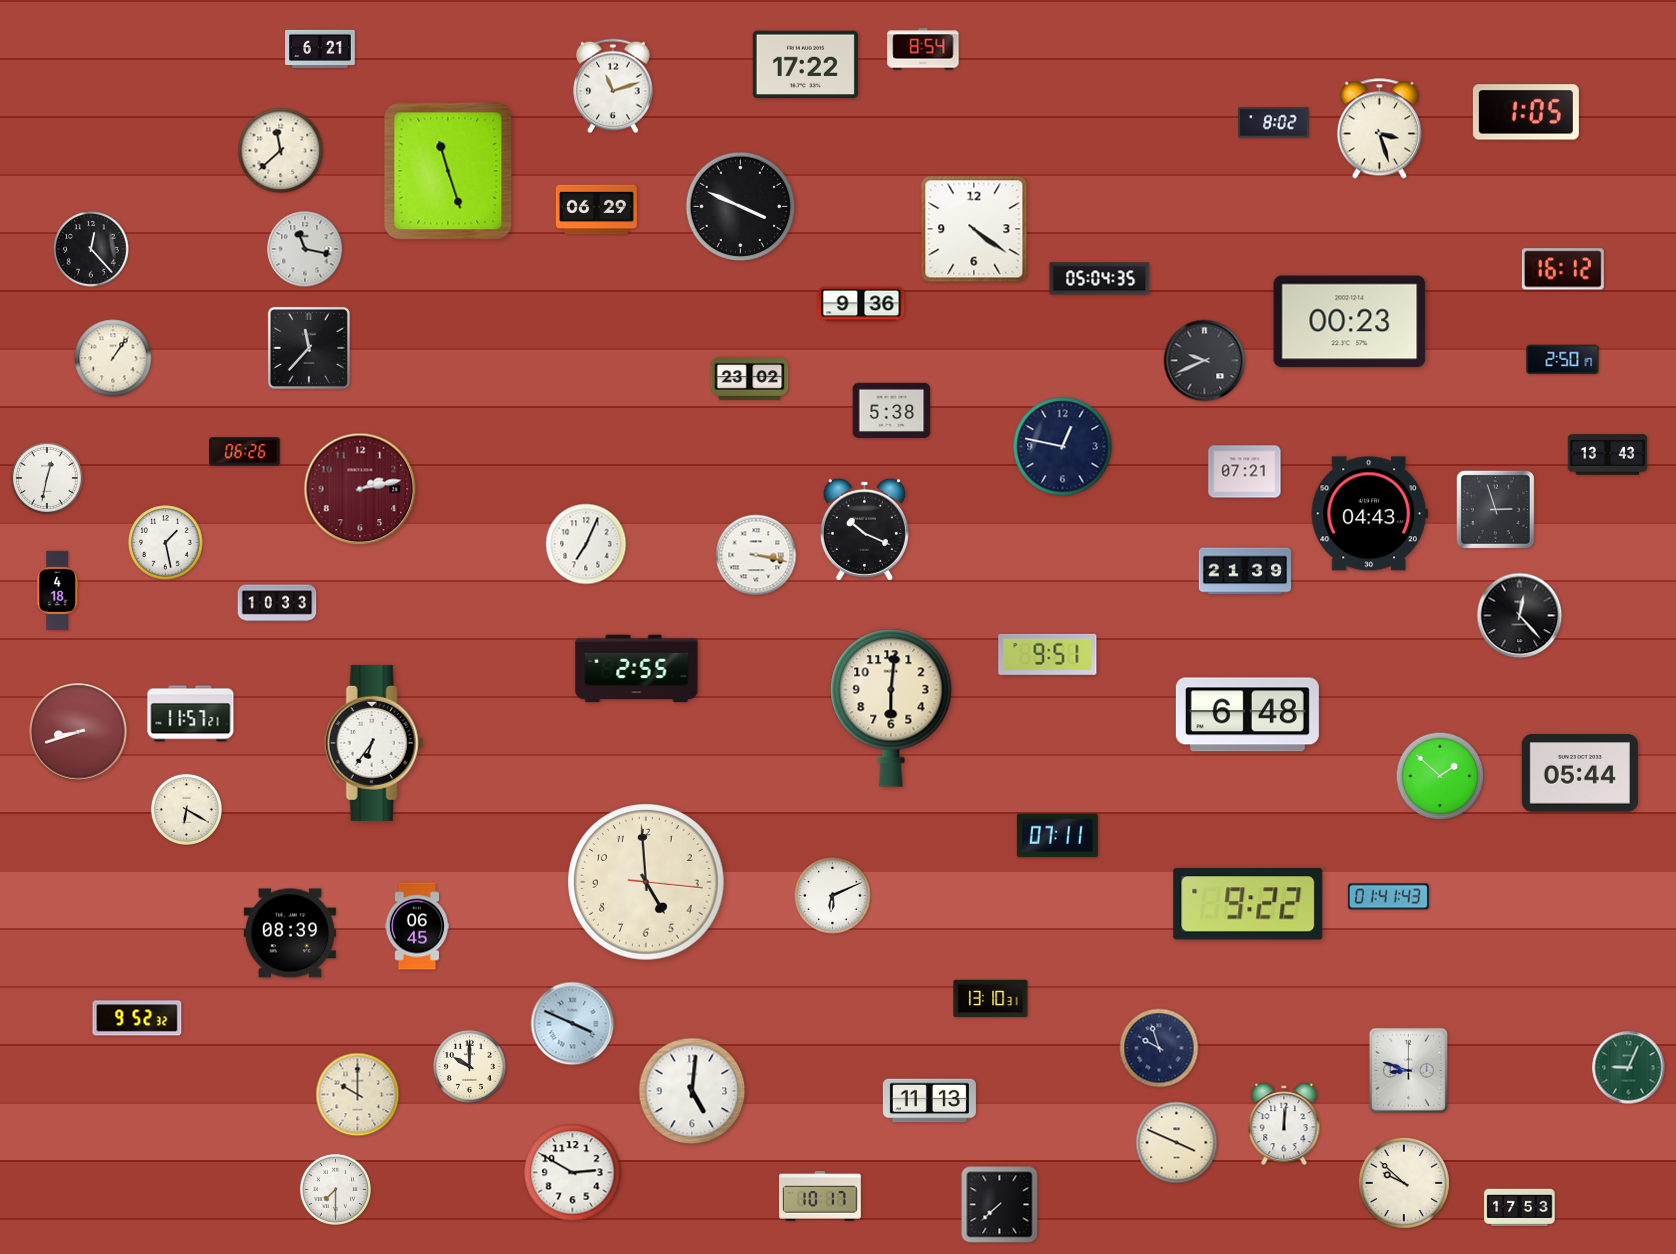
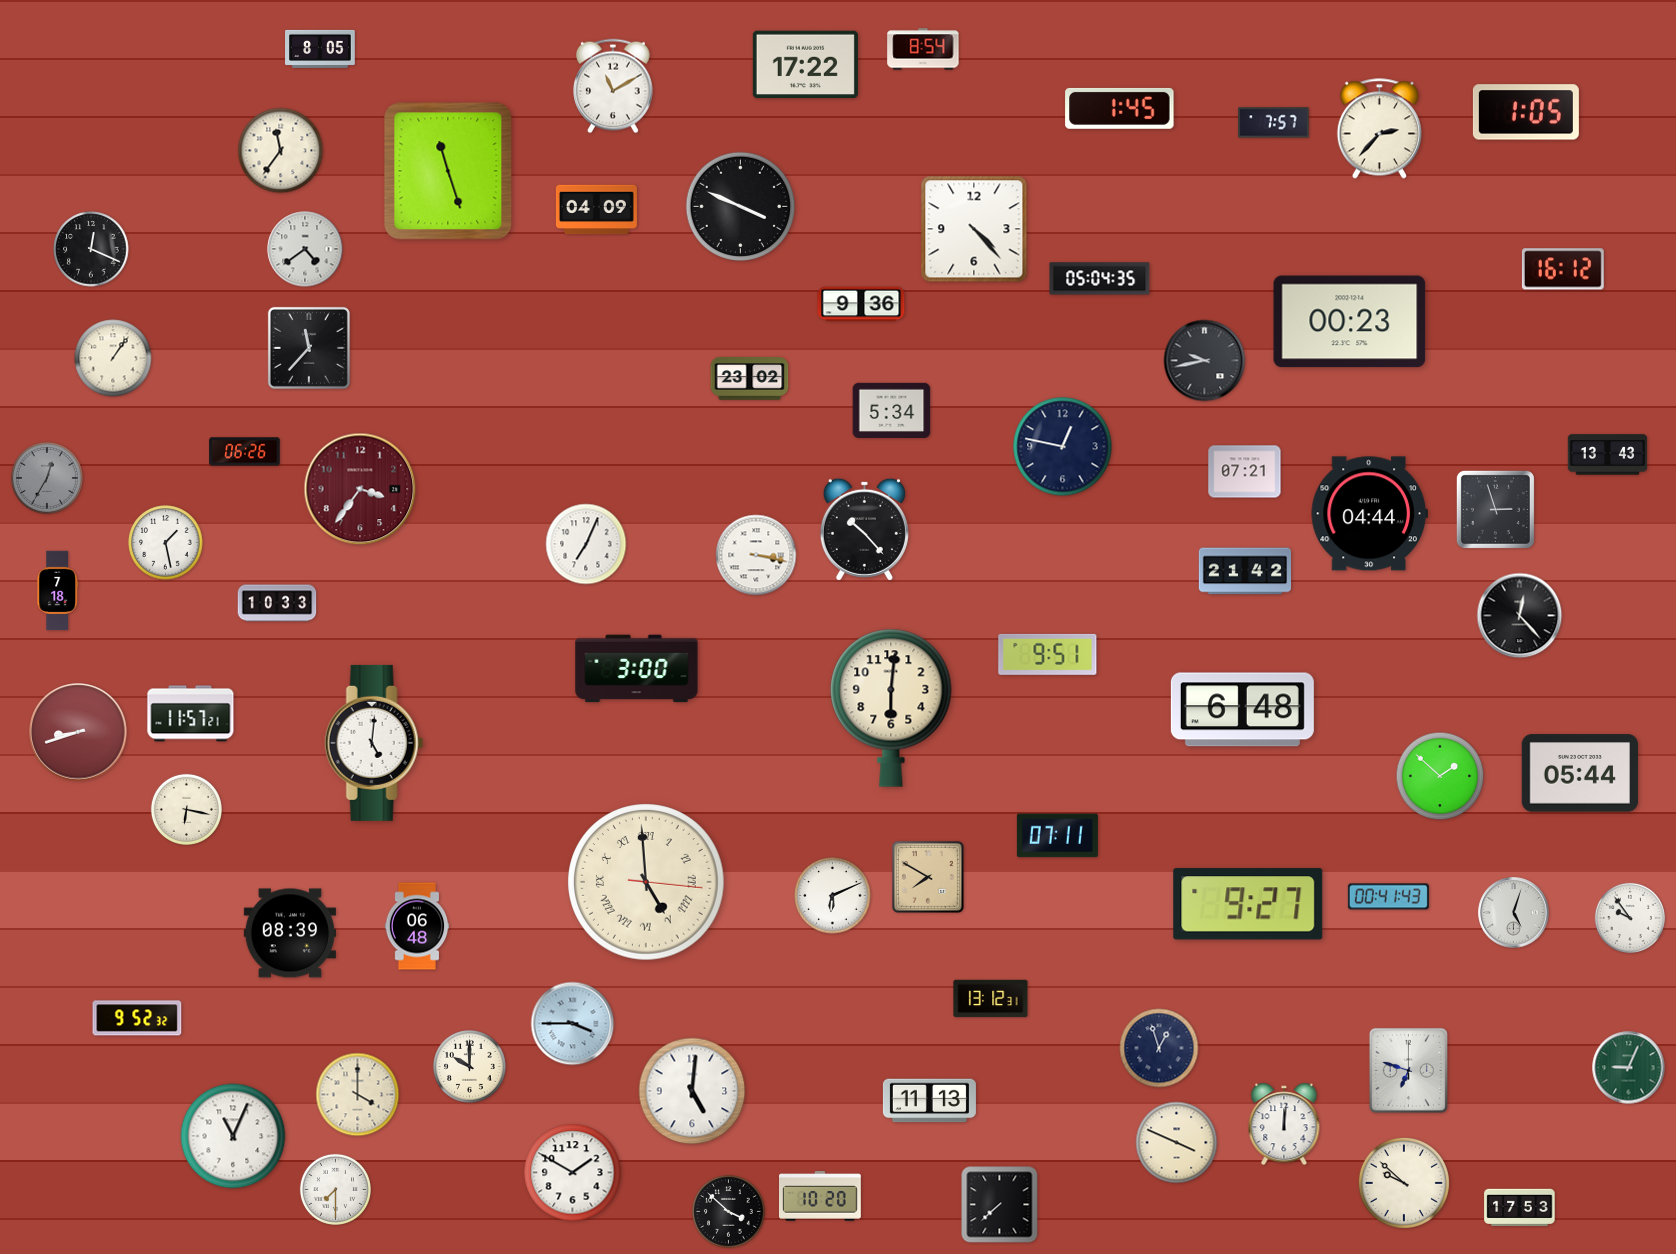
clock at (320, 49): 6:21 -> 8:05
clock at (613, 86): 11:12 -> 11:10
clock at (1120, 108): none -> 1:45
clock at (1274, 123): 8:02 -> 7:57
clock at (1379, 129): 3:27 -> 2:37
clock at (281, 151): 11:38 -> 11:36
clock at (596, 210): 06:29 -> 04:09
clock at (974, 229): 4:21 -> 4:23
clock at (91, 249): 12:23 -> 12:19
clock at (305, 249): 11:17 -> 4:39
clock at (1563, 360): 2:50 -> none
clock at (1205, 361): 9:41 -> 9:43
clock at (892, 410): 5:38 -> 5:34
clock at (47, 478): 12:32 -> 12:35
clock at (47, 478) dial: white -> grey
clock at (360, 489): 2:13 -> 3:36
clock at (1369, 514): 04:43 -> 04:44
clock at (864, 529): 10:19 -> 10:23
clock at (1244, 571): 21:39 -> 21:42
clock at (58, 591): 4:18 -> 7:18
clock at (637, 669): 2:55 -> 3:00
clock at (1247, 715) position: (1247, 715) -> (1242, 710)
clock at (374, 743): 6:36 -> 5:01
clock at (186, 809): 6:20 -> 6:17
clock at (928, 877): none -> 7:50
clock at (646, 882) numerals: Arabic -> Roman
clock at (1388, 897): 01:41 -> 00:41
clock at (1248, 904): 9:22 -> 9:27
clock at (1514, 913): none -> 5:03
clock at (1630, 918): none -> 9:54
clock at (417, 926): 06:45 -> 06:48
clock at (991, 999): 13:10 -> 13:12
clock at (573, 1024): 3:49 -> 3:45
clock at (1159, 1048): 9:57 -> 12:57
clock at (1408, 1070): 8:48 -> 6:48
clock at (358, 1095): 10:00 -> 4:00
clock at (233, 1136): none -> 11:04
clock at (573, 1173): 2:50 -> 1:50
clock at (821, 1196): 10:17 -> 10:20
clock at (729, 1212): none -> 3:52
